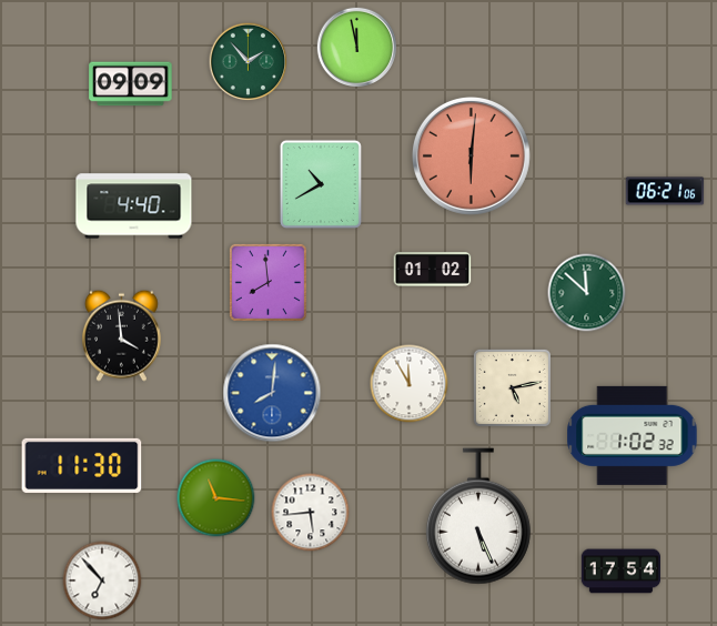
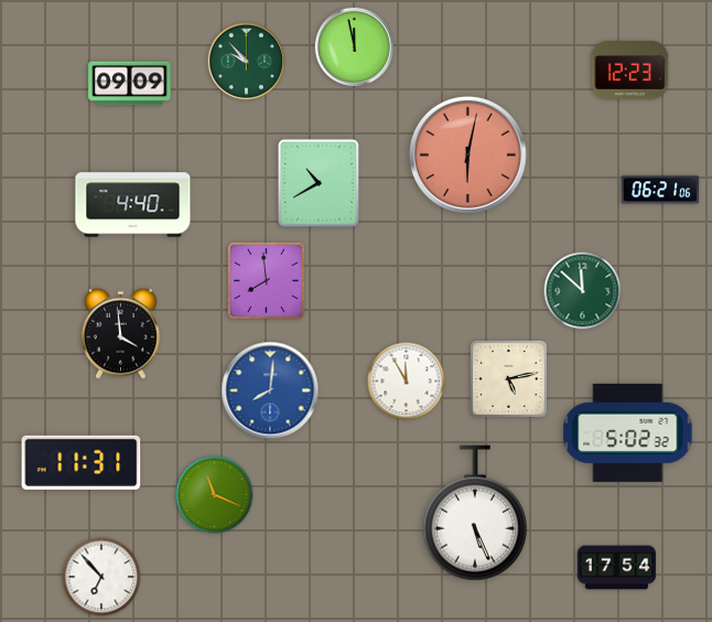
clock at (249, 62): 1:53 -> 9:53
clock at (630, 71): none -> 12:23
clock at (471, 155): 6:01 -> 6:02
clock at (433, 270): 01:02 -> none
clock at (512, 387) position: (512, 387) -> (508, 378)
clock at (633, 435): 1:02 -> 5:02
clock at (82, 465): 11:30 -> 11:31
clock at (216, 498): 11:16 -> 11:19
clock at (311, 513): 5:44 -> none
